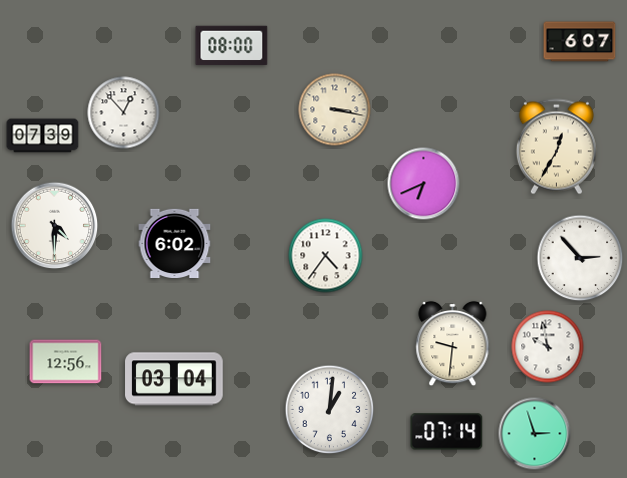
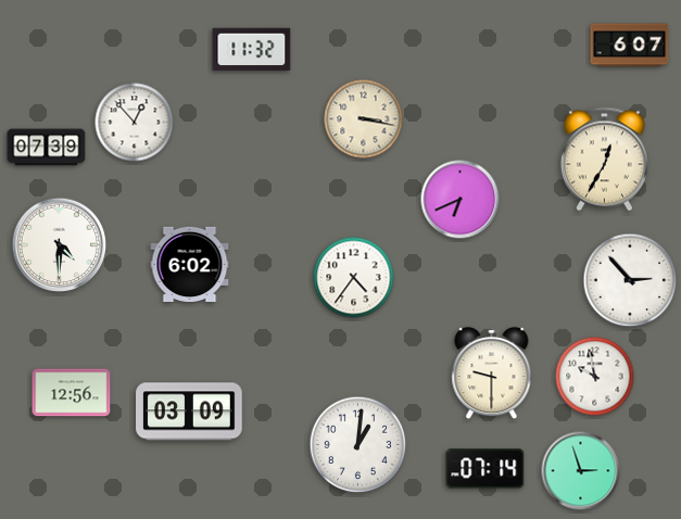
clock at (232, 46): 08:00 -> 11:32
clock at (453, 344): 9:31 -> 9:30
clock at (174, 379): 03:04 -> 03:09
